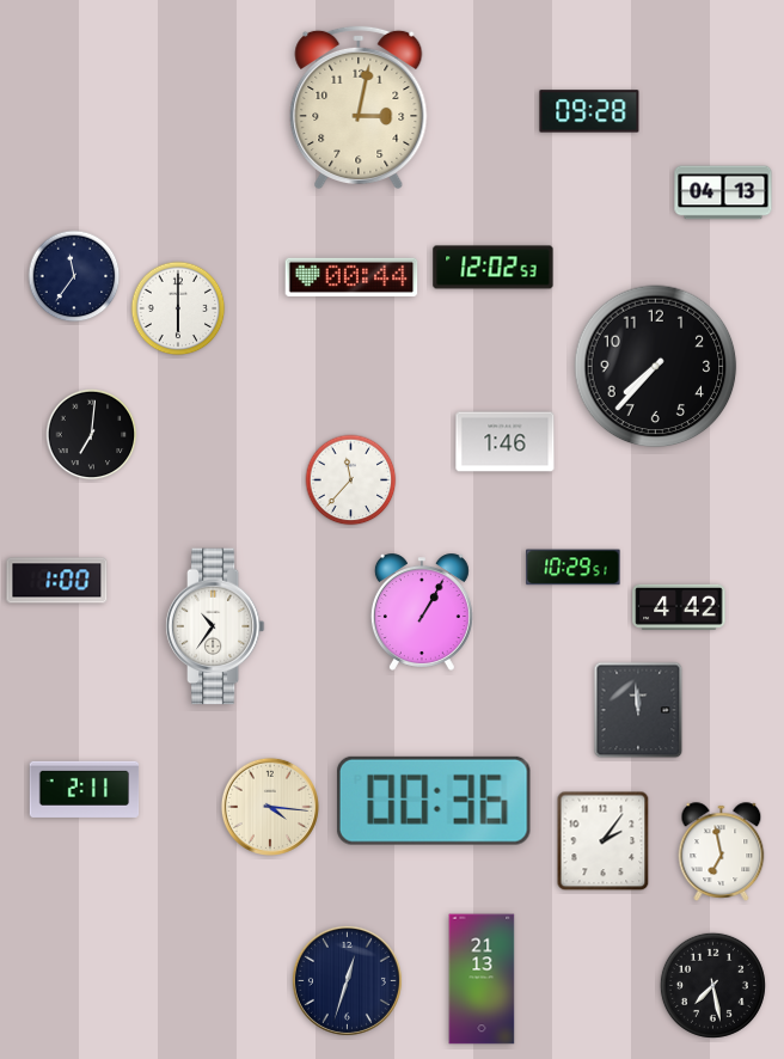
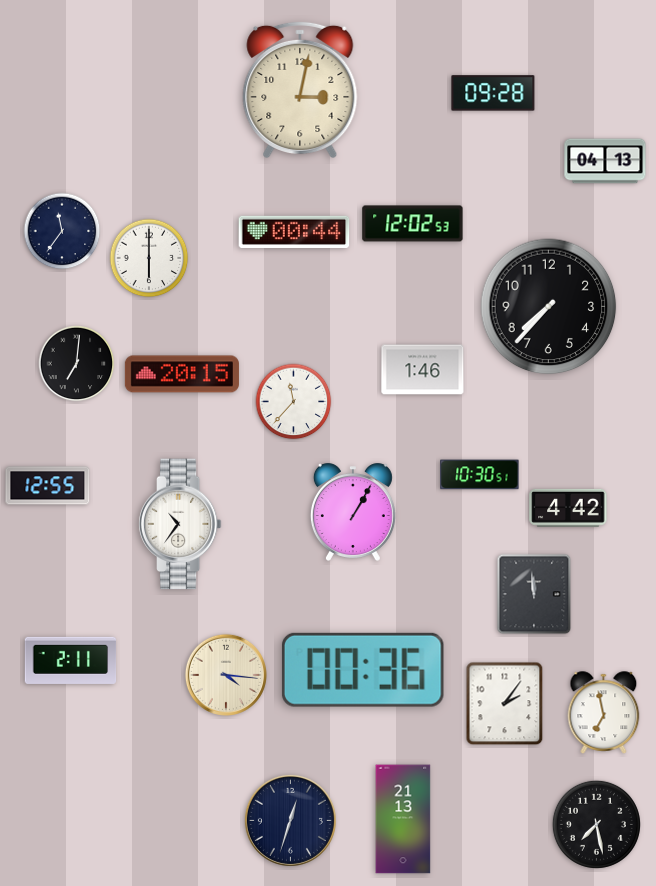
clock at (182, 374): none -> 20:15
clock at (574, 568): 10:29 -> 10:30
clock at (57, 581): 1:00 -> 12:55
